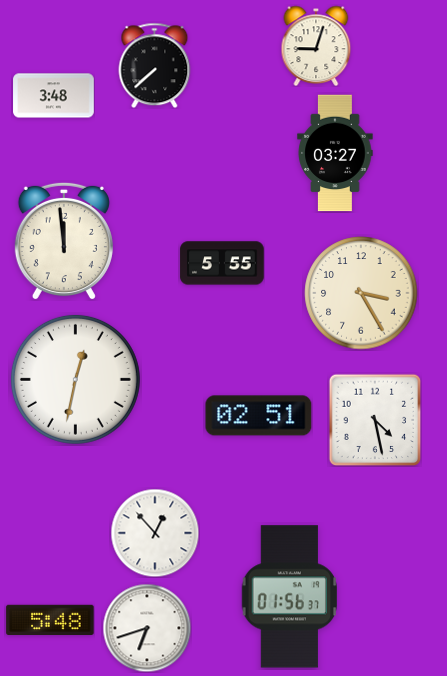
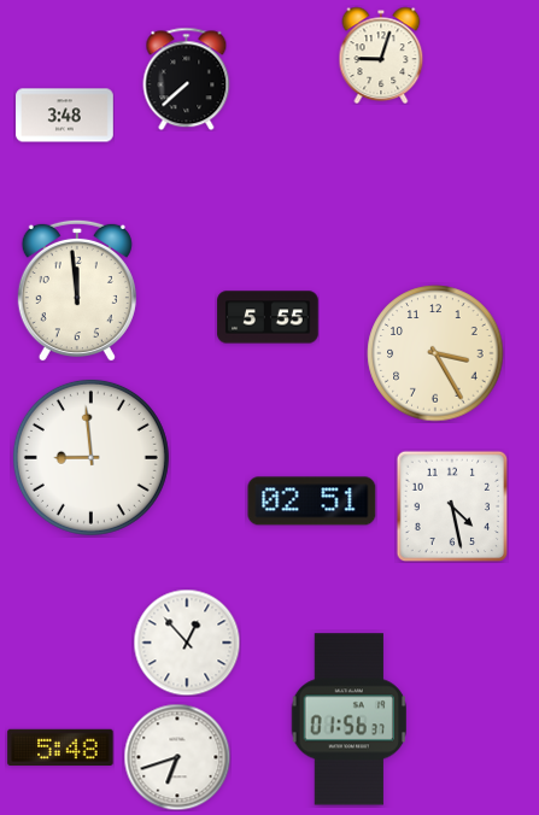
clock at (335, 153): 03:27 -> none
clock at (75, 379): 12:32 -> 8:59
